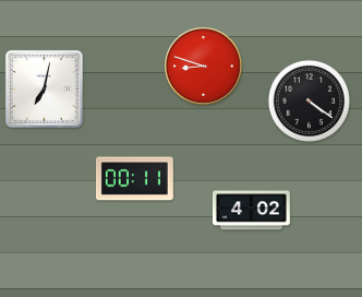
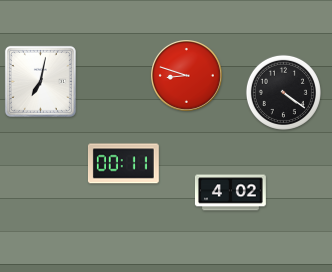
clock at (204, 67) position: (204, 67) -> (187, 76)
